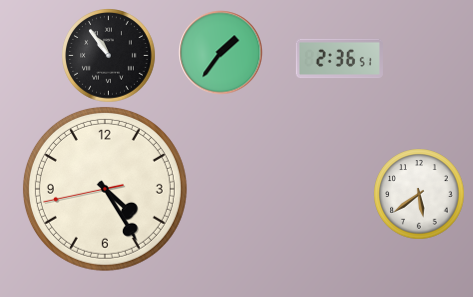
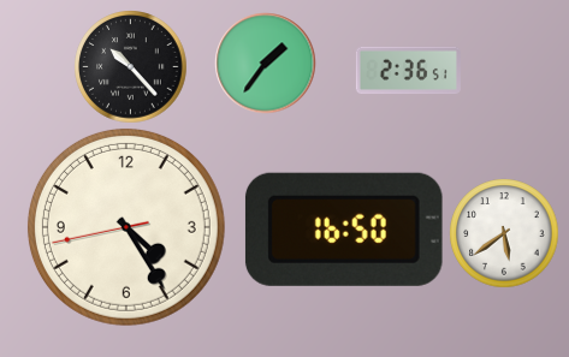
clock at (108, 55): 10:54 -> 10:23
clock at (344, 230): none -> 16:50
